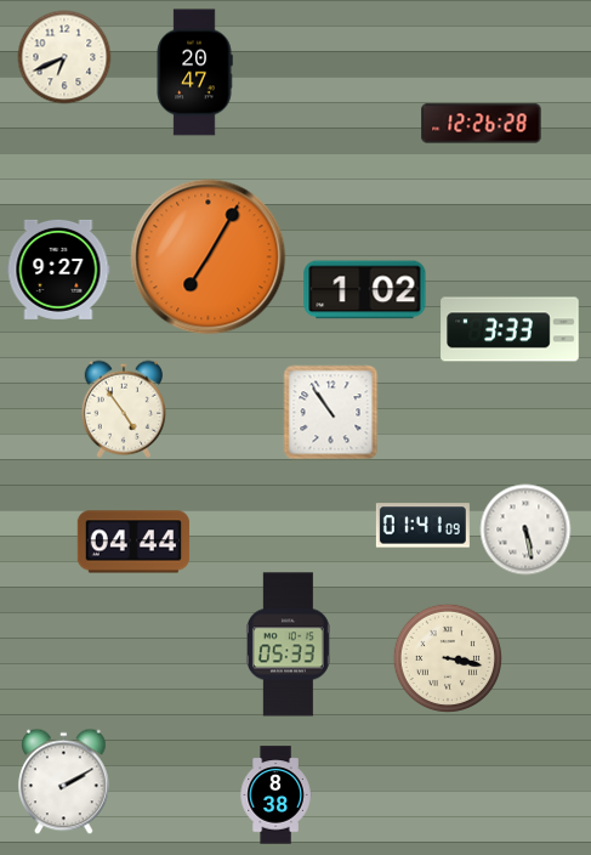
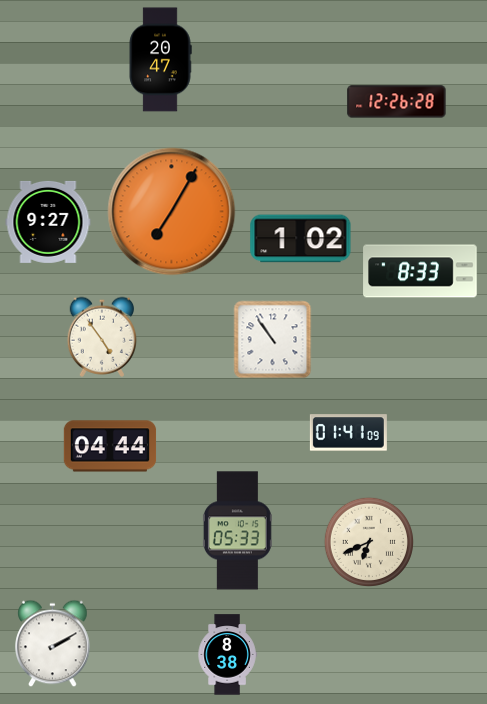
clock at (64, 57): 6:41 -> none
clock at (510, 329): 3:33 -> 8:33
clock at (525, 530): 5:28 -> none
clock at (448, 658): 3:17 -> 6:41
